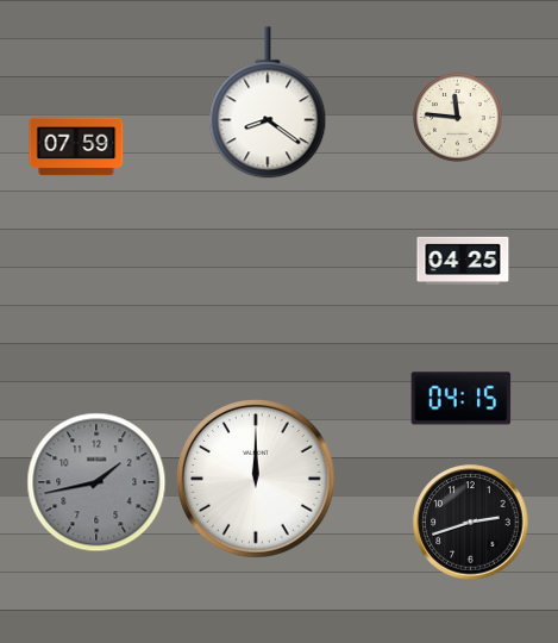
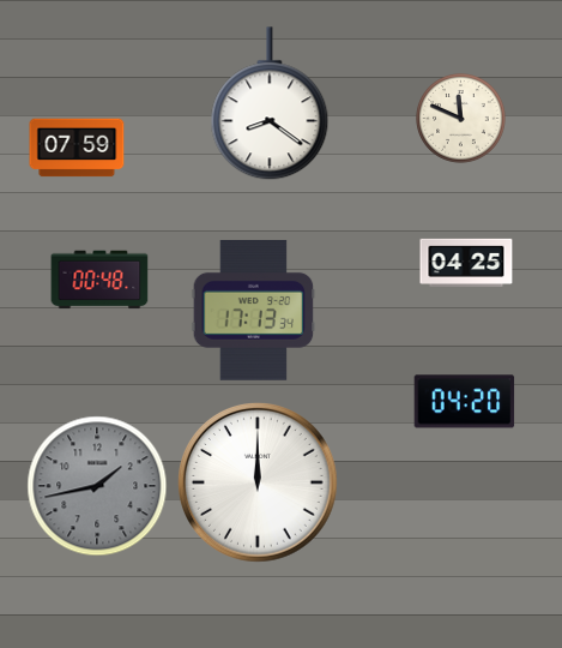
clock at (458, 118): 11:46 -> 11:49
clock at (99, 280): none -> 00:48
clock at (254, 311): none -> 17:13
clock at (462, 399): 04:15 -> 04:20
clock at (471, 523): 2:42 -> none
